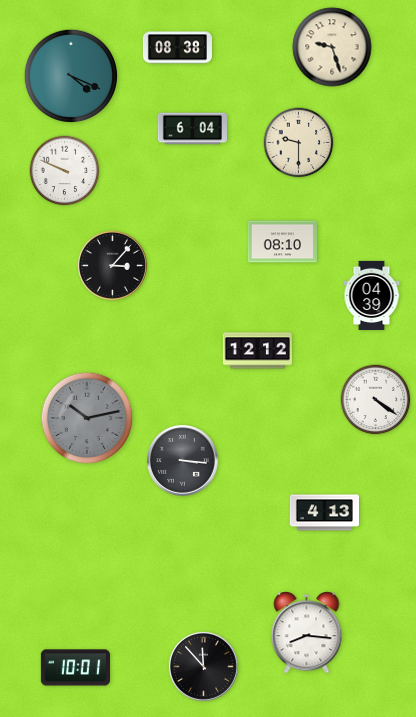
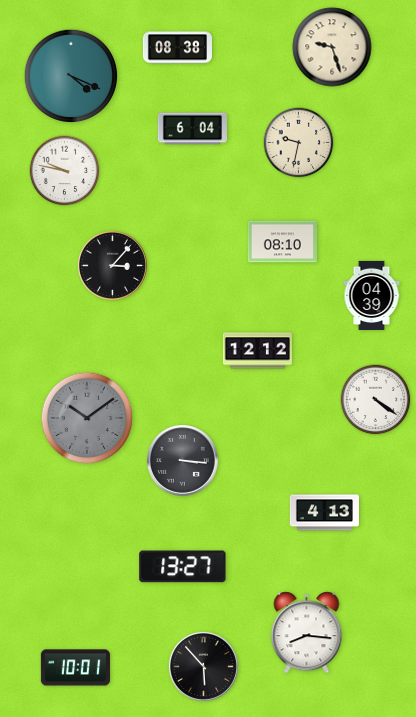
clock at (299, 143): 9:30 -> 9:32
clock at (65, 171): 9:49 -> 9:47
clock at (87, 418): 10:13 -> 10:09
clock at (183, 567): none -> 13:27
clock at (203, 666): 11:53 -> 5:53
